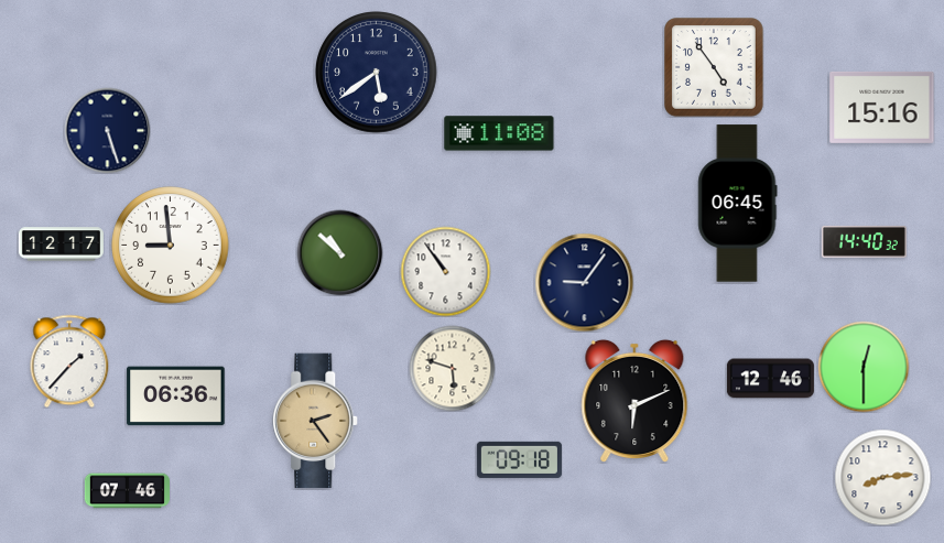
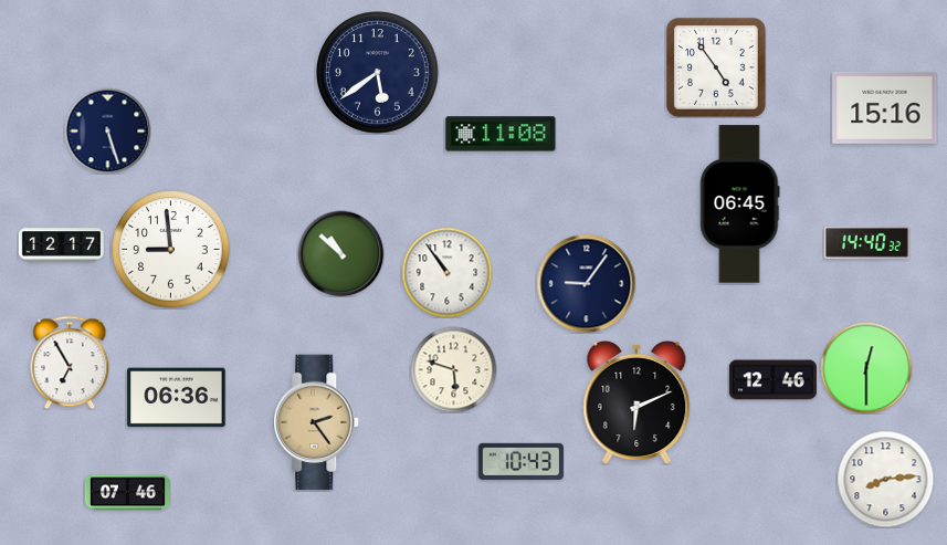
clock at (171, 246) position: (171, 246) -> (171, 250)
clock at (69, 361): 1:37 -> 6:55
clock at (519, 459): 09:18 -> 10:43
